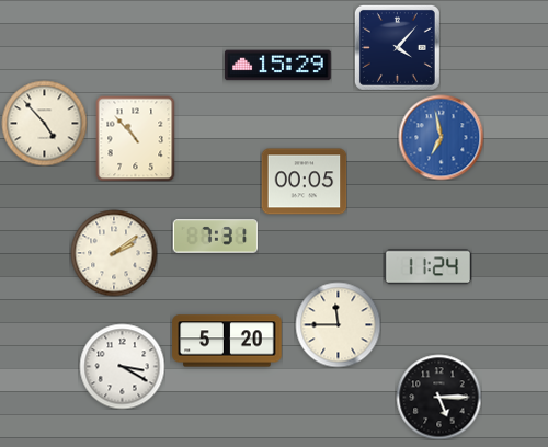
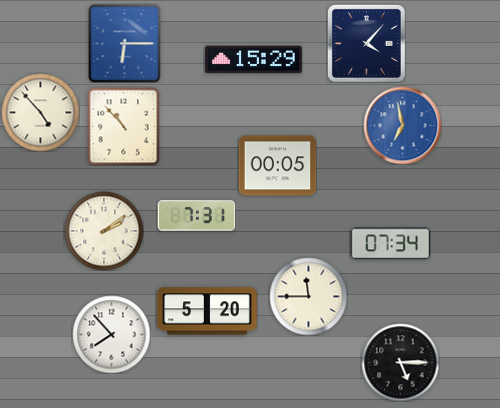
clock at (125, 43): none -> 6:15
clock at (397, 47) position: (397, 47) -> (366, 43)
clock at (427, 267): 11:24 -> 07:34
clock at (122, 366): 3:20 -> 7:53
